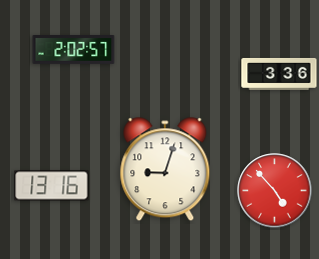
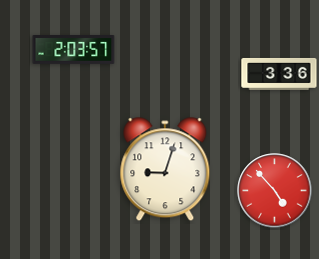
clock at (74, 50): 2:02 -> 2:03
clock at (52, 186): 13:16 -> none
